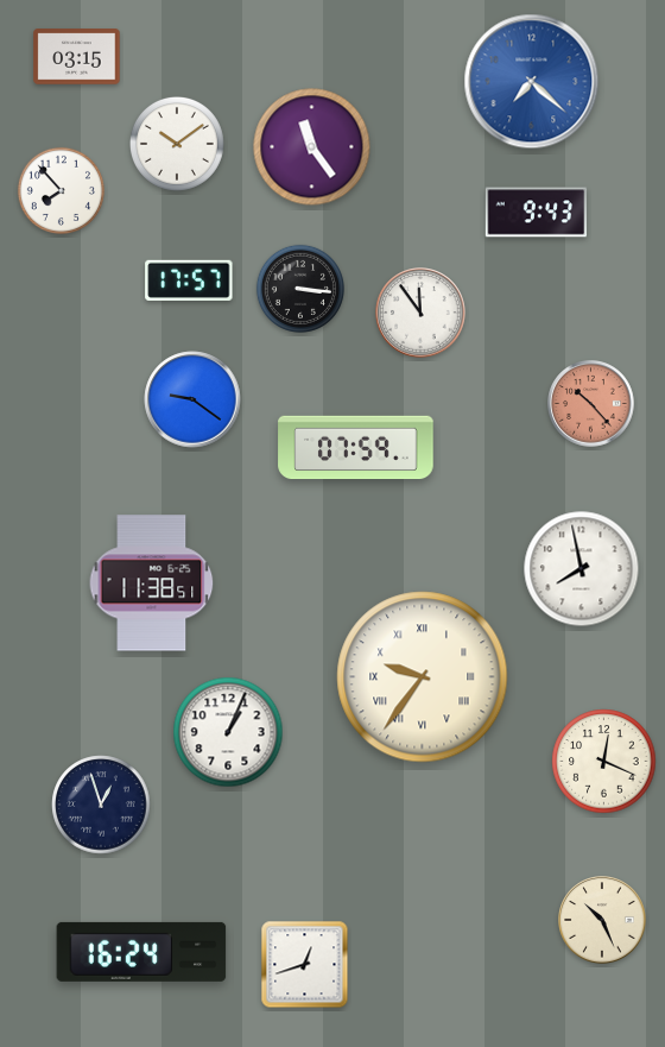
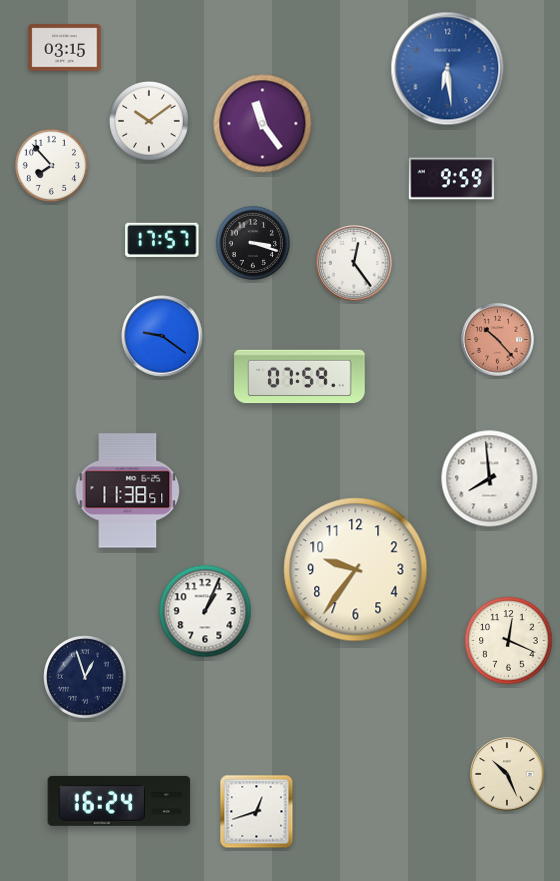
clock at (532, 82): 7:22 -> 6:29
clock at (61, 190) position: (61, 190) -> (51, 165)
clock at (537, 213): 9:43 -> 9:59
clock at (189, 280) position: (189, 280) -> (162, 240)
clock at (300, 289): 3:16 -> 3:18
clock at (420, 313): 11:54 -> 12:24
clock at (582, 569): 7:58 -> 7:59
clock at (423, 677) numerals: Roman -> Arabic
clock at (228, 732) position: (228, 732) -> (205, 611)
